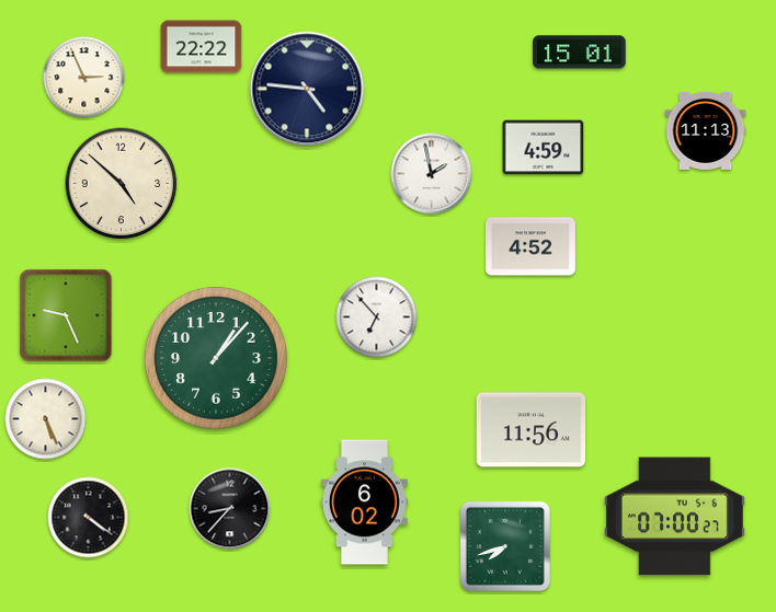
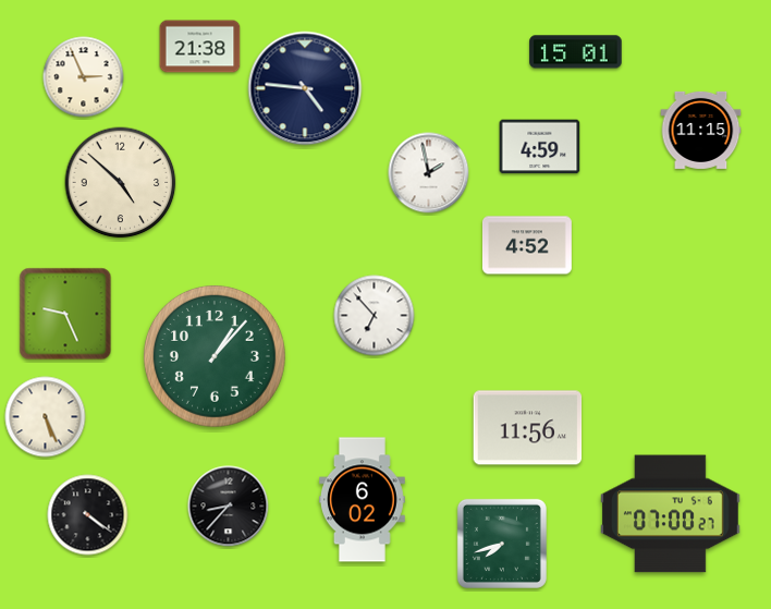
clock at (202, 47): 22:22 -> 21:38
clock at (706, 130): 11:13 -> 11:15
